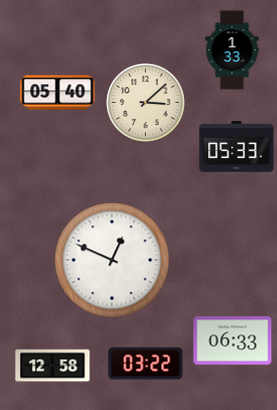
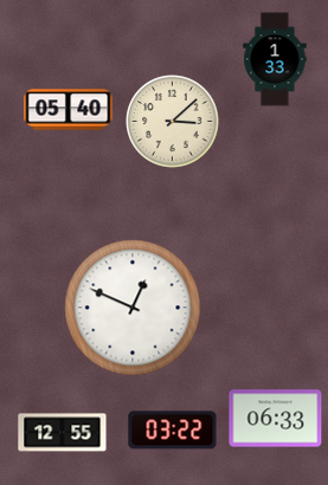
clock at (237, 146): 05:33 -> none
clock at (233, 341) position: (233, 341) -> (276, 419)
clock at (53, 366): 12:58 -> 12:55
